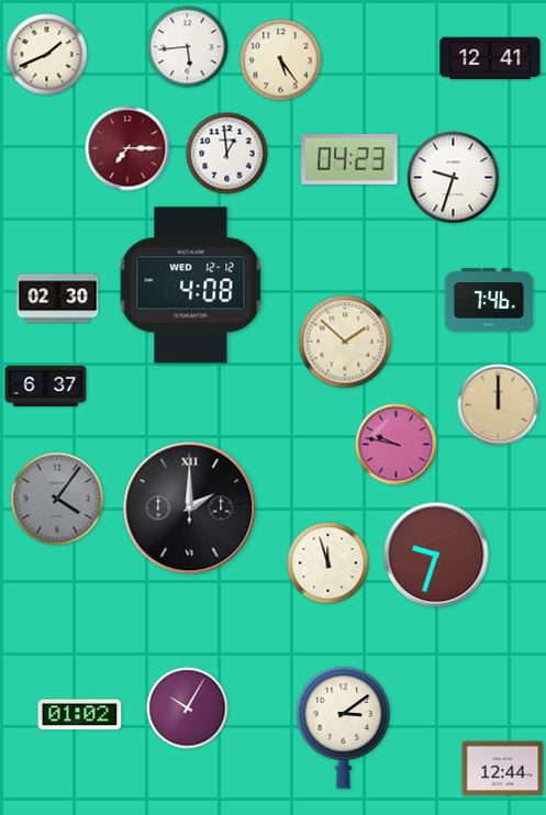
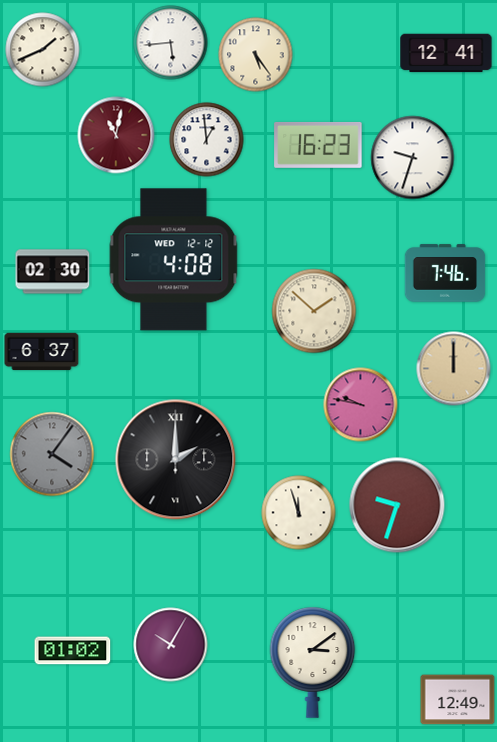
clock at (127, 148): 7:15 -> 11:02
clock at (349, 159): 04:23 -> 16:23
clock at (454, 178) position: (454, 178) -> (413, 158)
clock at (190, 509) position: (190, 509) -> (176, 460)
clock at (503, 769): 12:44 -> 12:49
